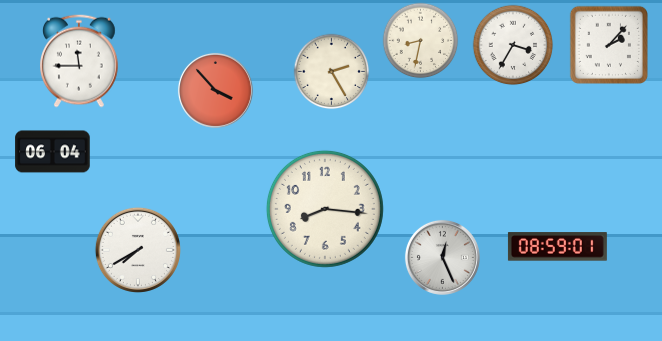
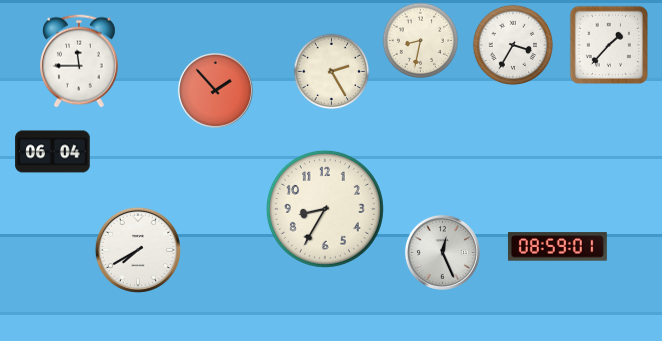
clock at (609, 45): 2:07 -> 1:37
clock at (215, 90): 3:53 -> 1:53
clock at (325, 209): 8:16 -> 8:35
clock at (442, 257) position: (442, 257) -> (442, 252)
